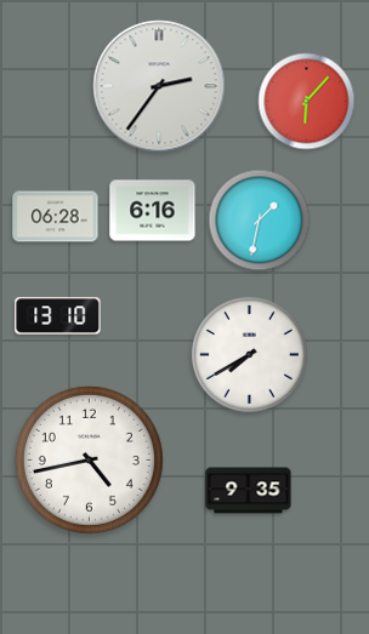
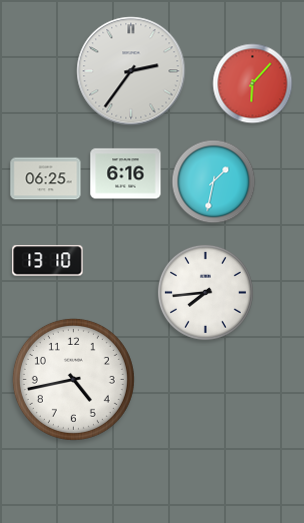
clock at (56, 217): 06:28 -> 06:25
clock at (249, 354): 7:40 -> 7:44
clock at (249, 491): 9:35 -> none
